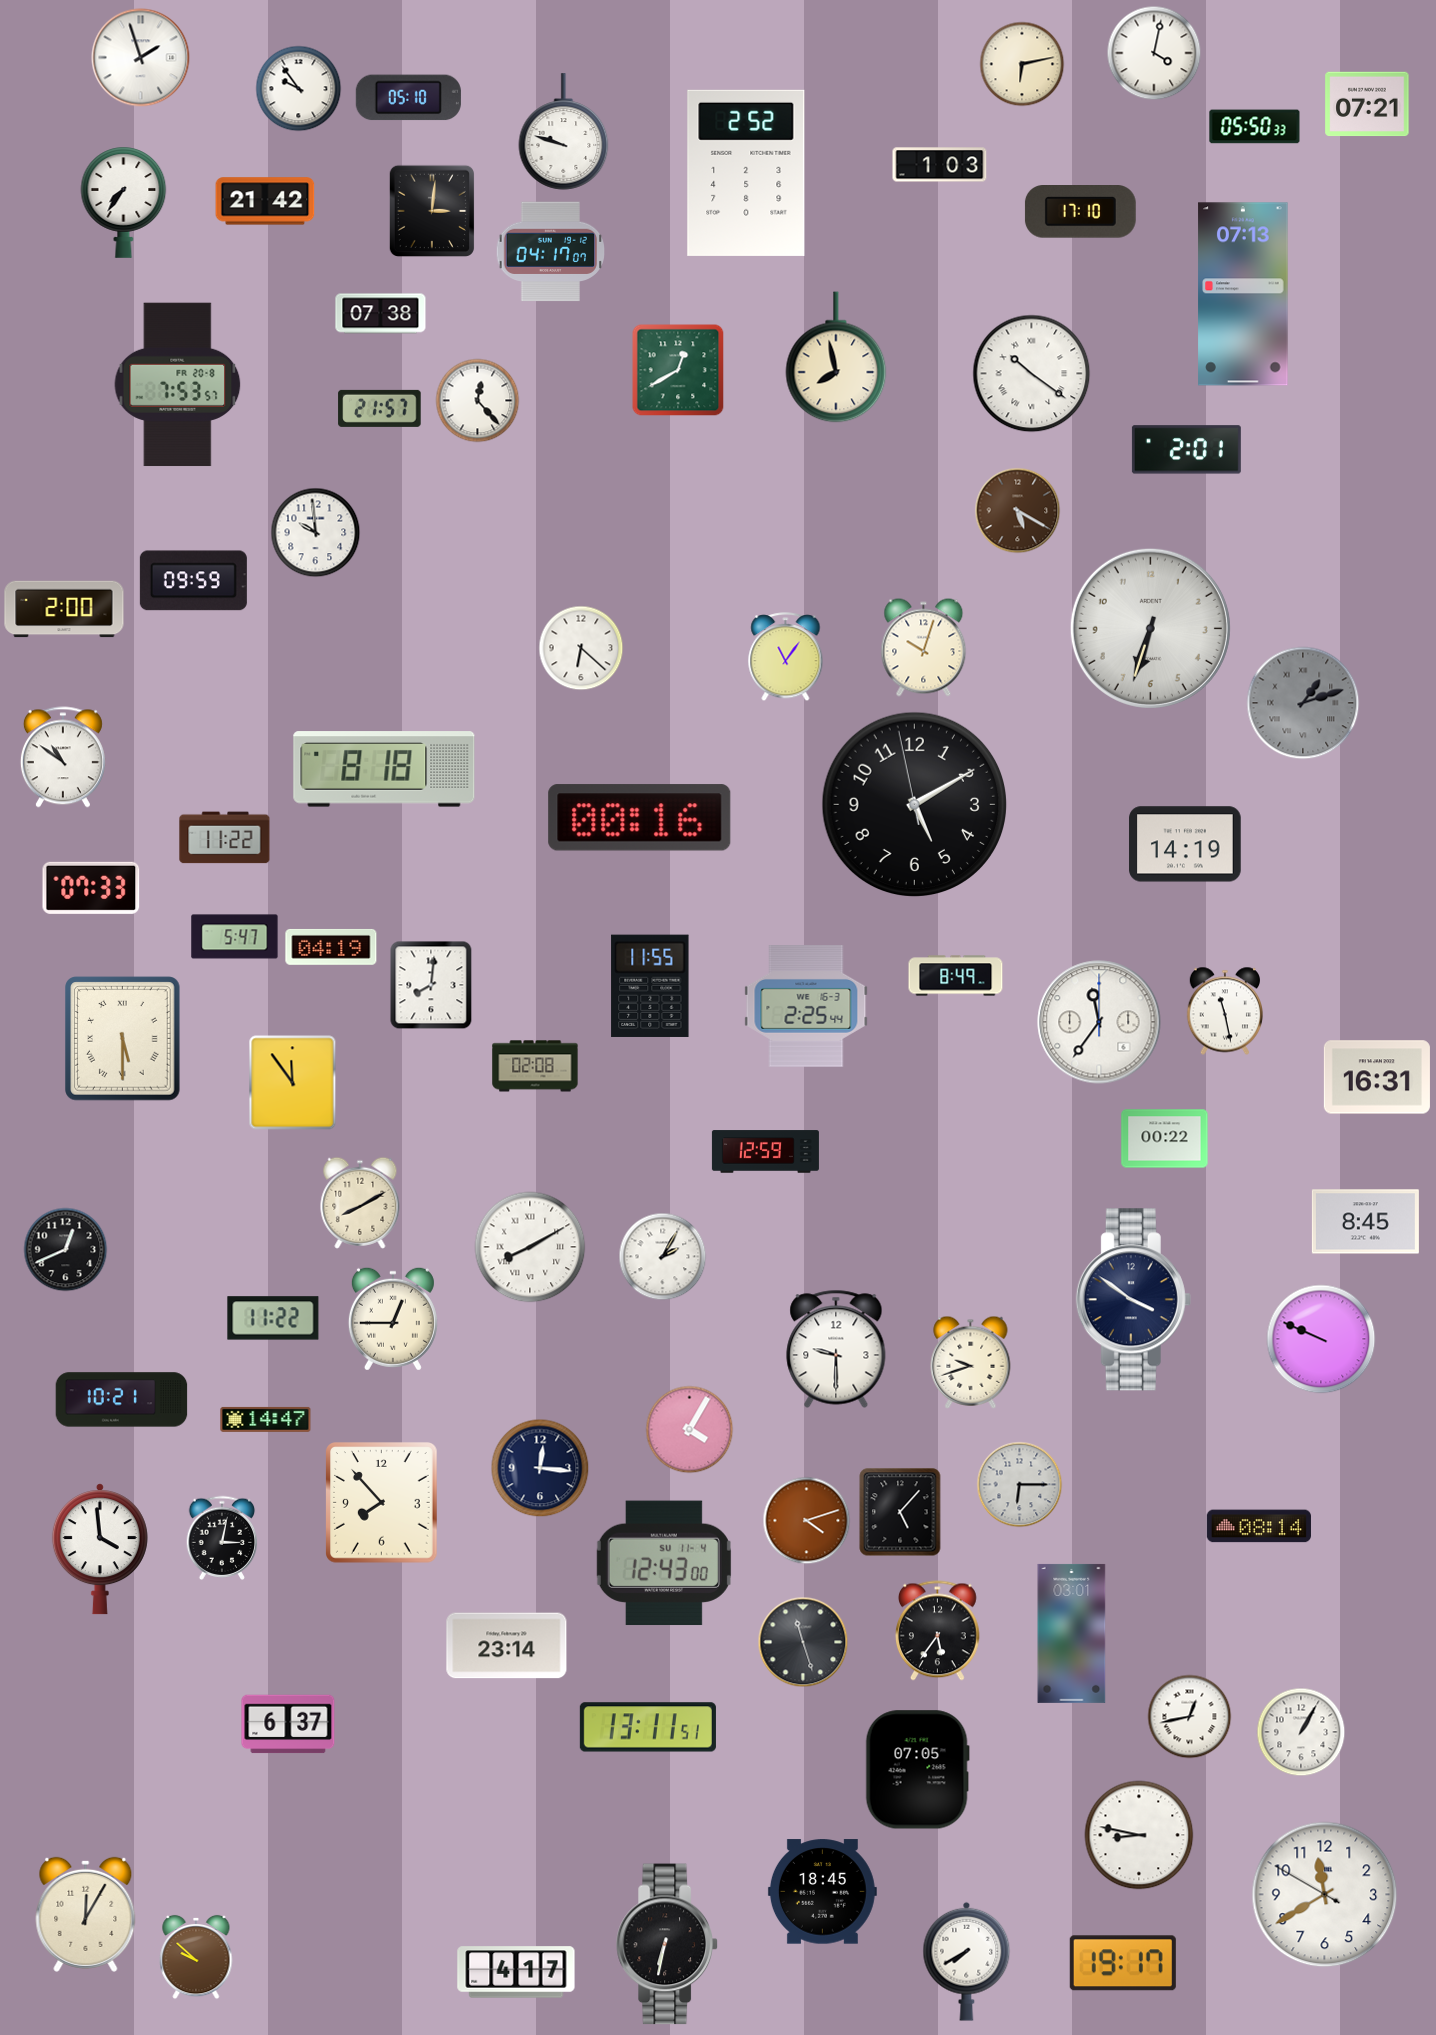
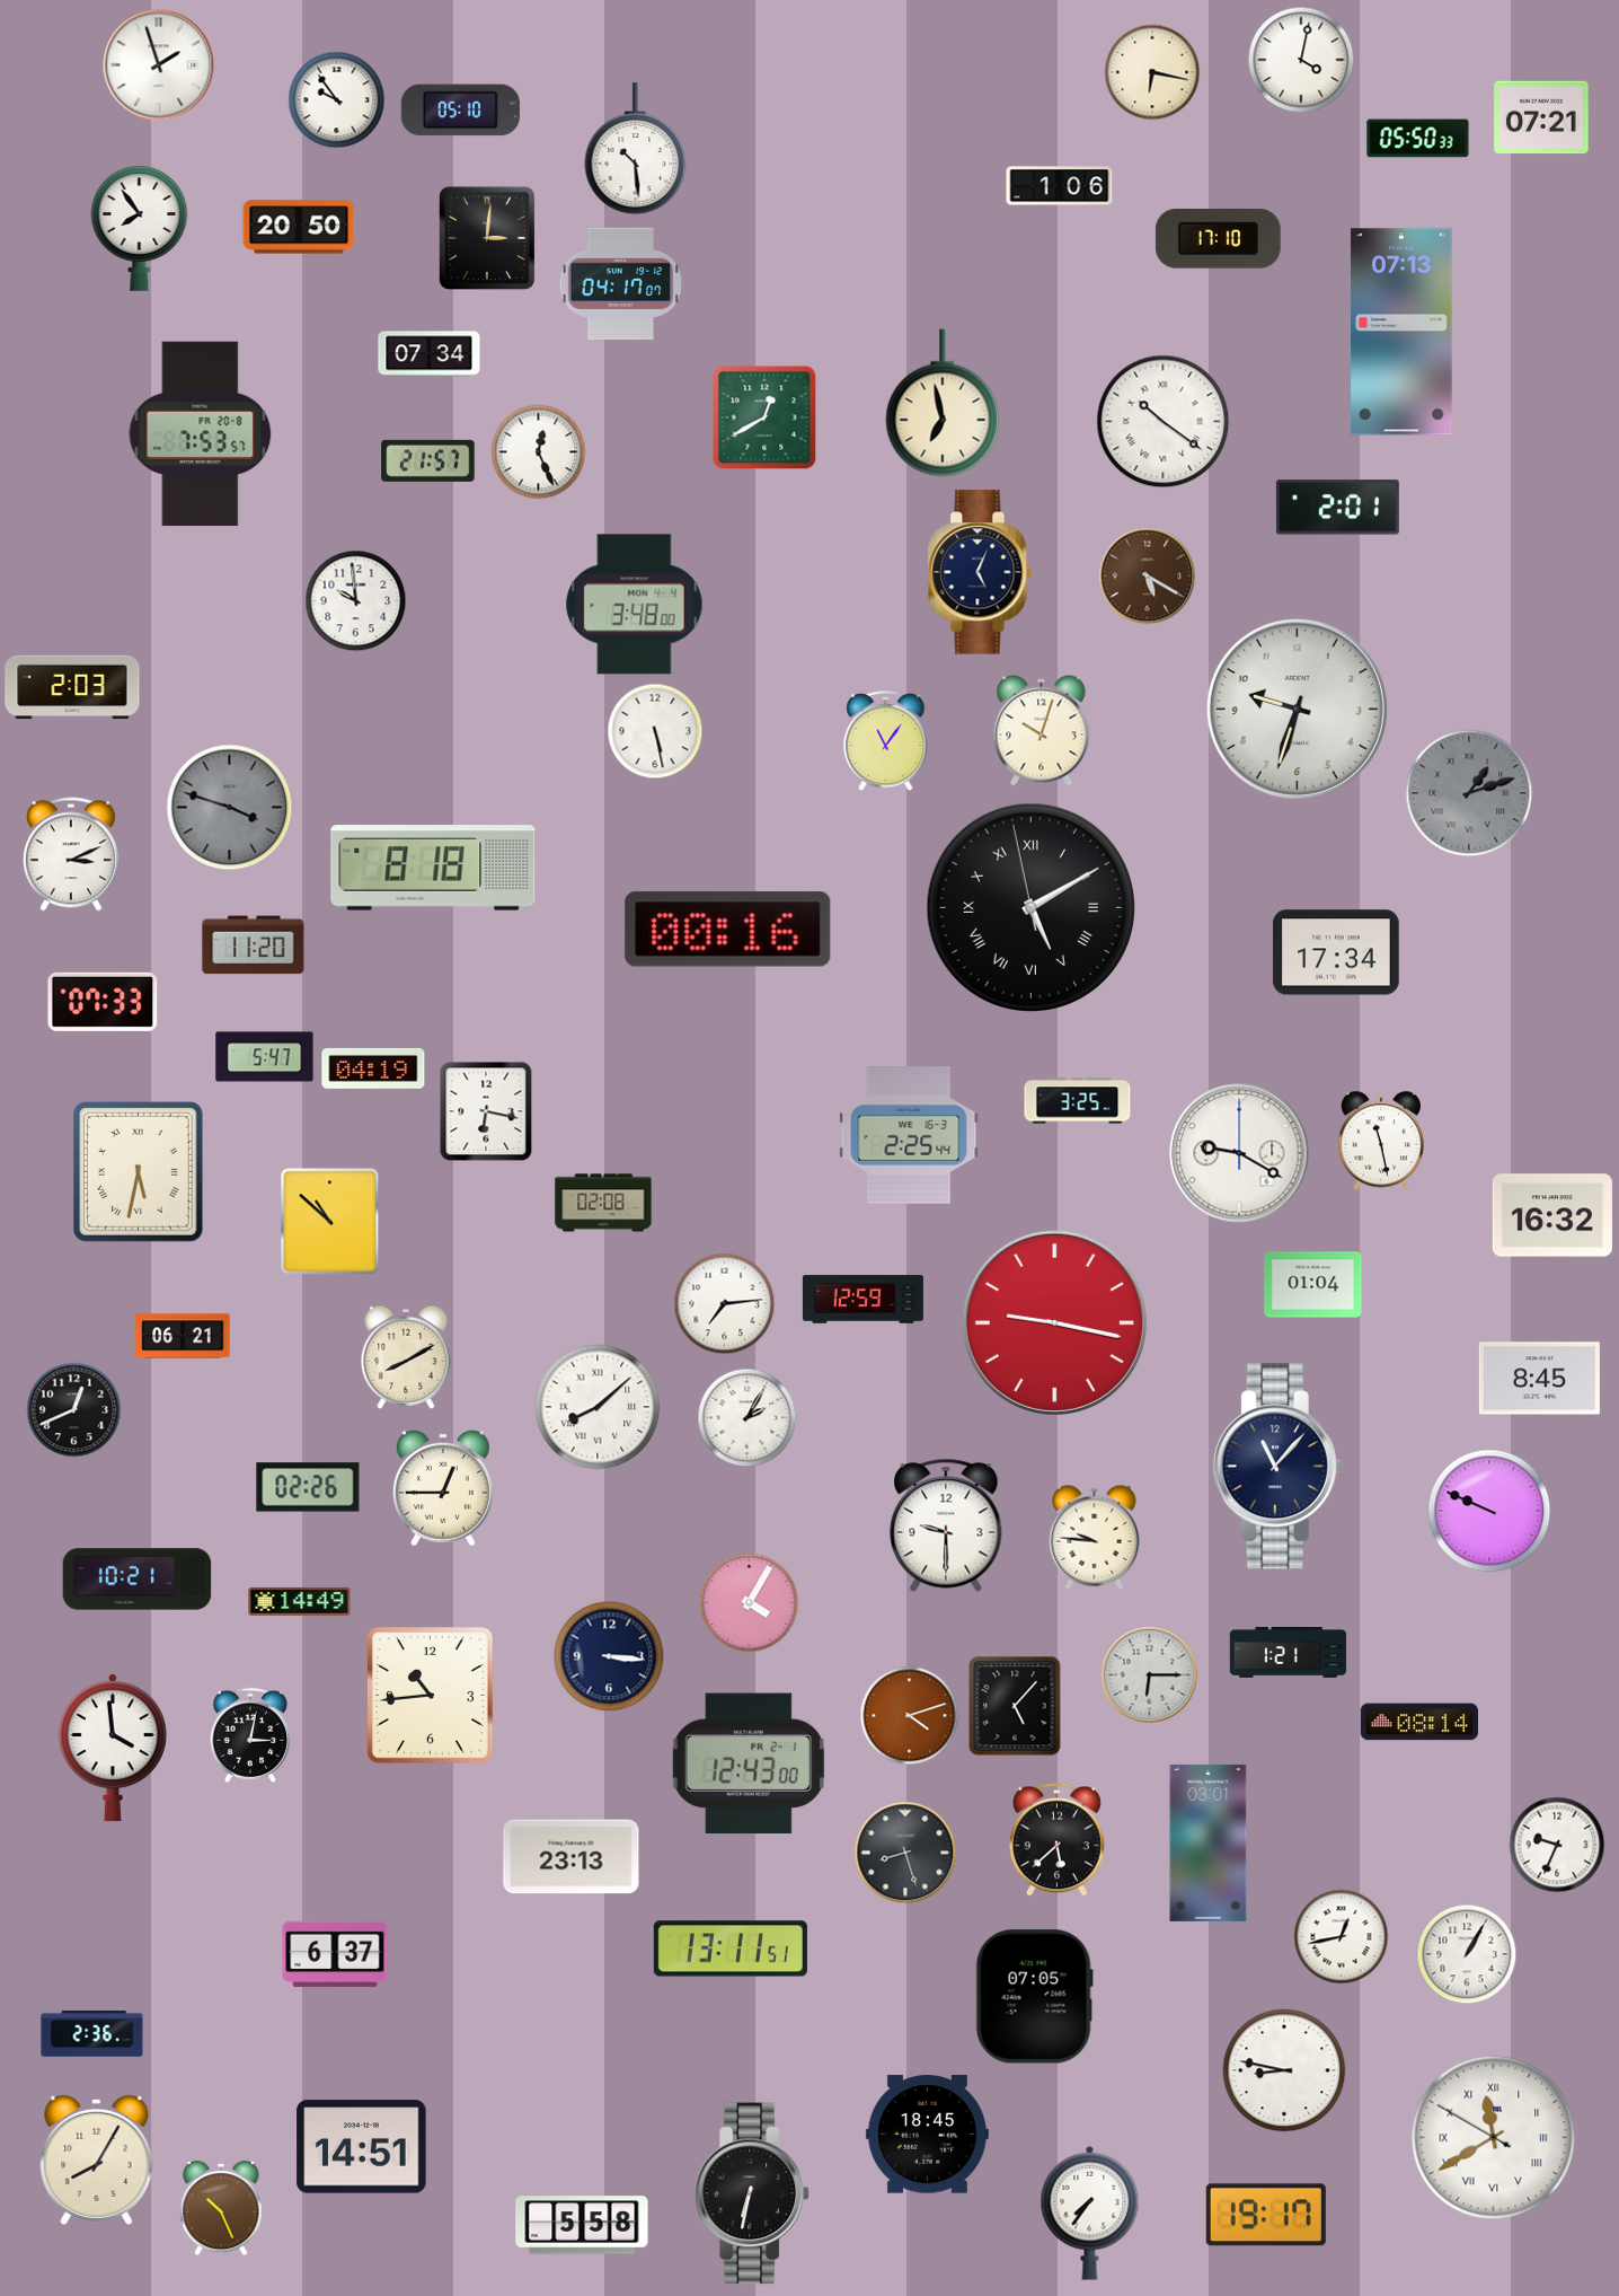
clock at (1022, 64): 6:13 -> 6:17
clock at (1255, 127) position: (1255, 127) -> (1418, 139)
clock at (564, 132): 9:48 -> 10:29
clock at (940, 165): 1:03 -> 1:06
clock at (746, 173): 2:52 -> none
clock at (265, 201): 21:42 -> 20:50
clock at (124, 202): 7:36 -> 7:54
clock at (381, 314): 07:38 -> 07:34
clock at (836, 357): 7:58 -> 6:58
clock at (478, 401): 12:23 -> 12:26
clock at (980, 572): none -> 5:04
clock at (635, 605): none -> 3:48
clock at (193, 581): 09:59 -> none
clock at (64, 609): 2:00 -> 2:03
clock at (1150, 628): 6:33 -> 9:33
clock at (581, 648): 6:22 -> 5:28
clock at (230, 808): none -> 3:48
clock at (63, 757): 10:51 -> 3:11
clock at (915, 805) numerals: Arabic -> Roman
clock at (640, 818) position: (640, 818) -> (728, 930)
clock at (225, 838): 11:22 -> 11:20
clock at (1185, 844): 14:19 -> 17:34
clock at (956, 976): 8:49 -> 3:25
clock at (431, 985): 8:01 -> 6:17
clock at (650, 986): 11:55 -> none
clock at (1099, 1022): 11:36 -> 9:20
clock at (123, 1039): 5:30 -> 5:32
clock at (1377, 1077): 16:31 -> 16:32
clock at (293, 1083): 11:54 -> 10:52
clock at (1165, 1139): 00:22 -> 01:04
clock at (725, 1304): none -> 7:14
clock at (1054, 1322): none -> 9:17
clock at (183, 1336): none -> 06:21
clock at (530, 1247): 8:10 -> 8:08
clock at (1133, 1300): 3:51 -> 11:07
clock at (273, 1318): 11:22 -> 02:26
clock at (836, 1349) position: (836, 1349) -> (946, 1525)
clock at (971, 1362): 9:42 -> 9:46
clock at (266, 1419): 14:47 -> 14:49
clock at (690, 1430) position: (690, 1430) -> (750, 1603)
clock at (1289, 1653): none -> 1:21
clock at (540, 1468): 12:16 -> 3:16
clock at (382, 1503): 7:53 -> 10:44
clock at (664, 1563) date: SU 11-4 -> FR 2-1
clock at (937, 1631): 5:36 -> 5:38
clock at (1557, 1845): none -> 9:34
clock at (803, 1642): 11:27 -> 8:27
clock at (507, 1646): 23:14 -> 23:13
clock at (288, 1724) position: (288, 1724) -> (335, 1954)
clock at (92, 2034): none -> 2:36
clock at (1325, 1895) numerals: Arabic -> Roman
clock at (362, 2147): none -> 14:51
clock at (86, 1914): 12:05 -> 8:05
clock at (196, 1957): 9:52 -> 10:26
clock at (967, 1961): 7:40 -> 7:36
clock at (516, 1972): 4:17 -> 5:58
